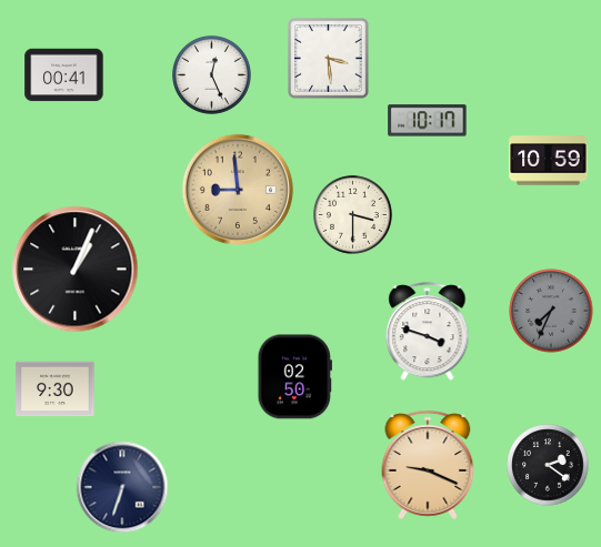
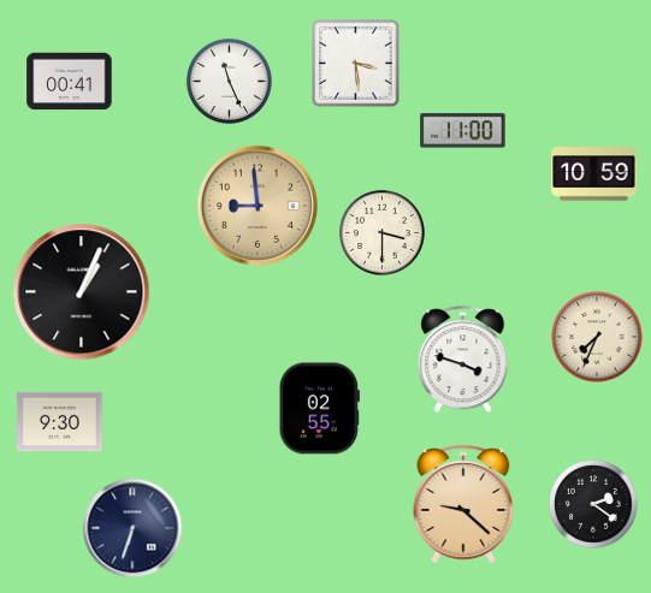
clock at (211, 74): 12:26 -> 11:26
clock at (428, 121): 10:17 -> 11:00
clock at (551, 311) dial: grey -> cream
clock at (294, 377): 02:50 -> 02:55
clock at (428, 465): 9:19 -> 9:22
